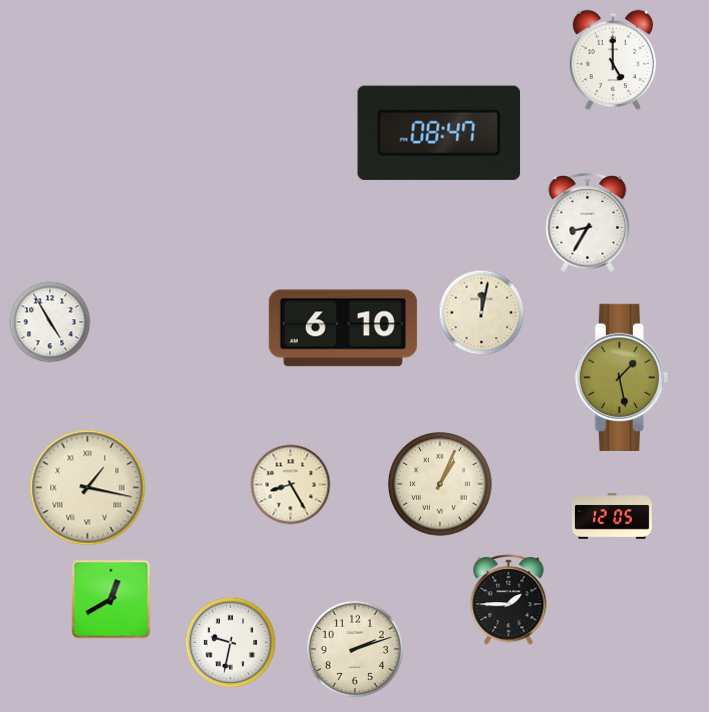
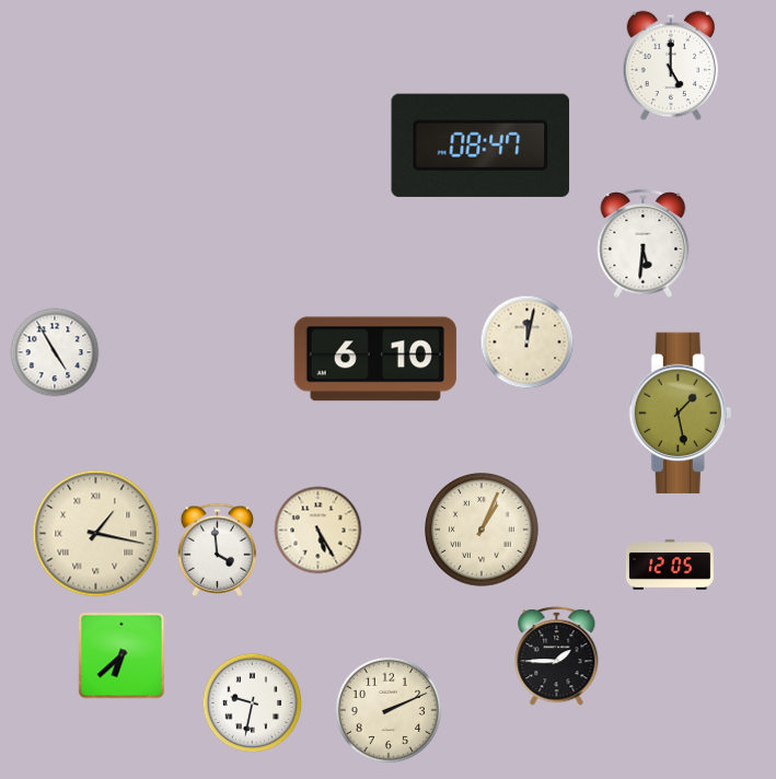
clock at (588, 223): 8:35 -> 5:31
clock at (291, 485): 8:25 -> 5:25
clock at (218, 549): none -> 3:59
clock at (111, 599): 12:40 -> 6:38
clock at (355, 649): 2:12 -> 2:11
